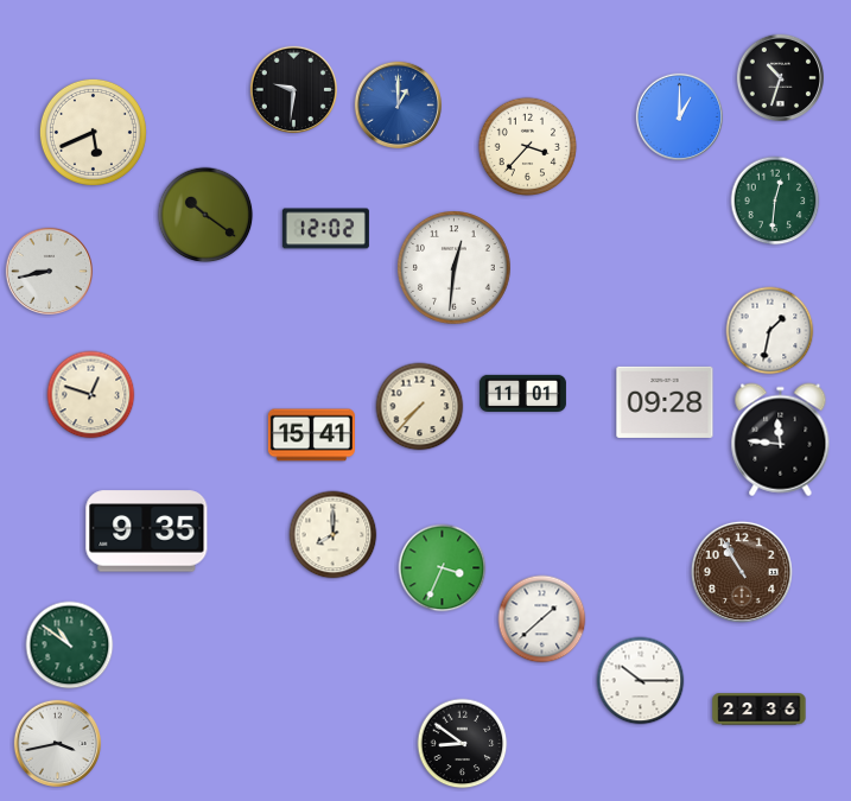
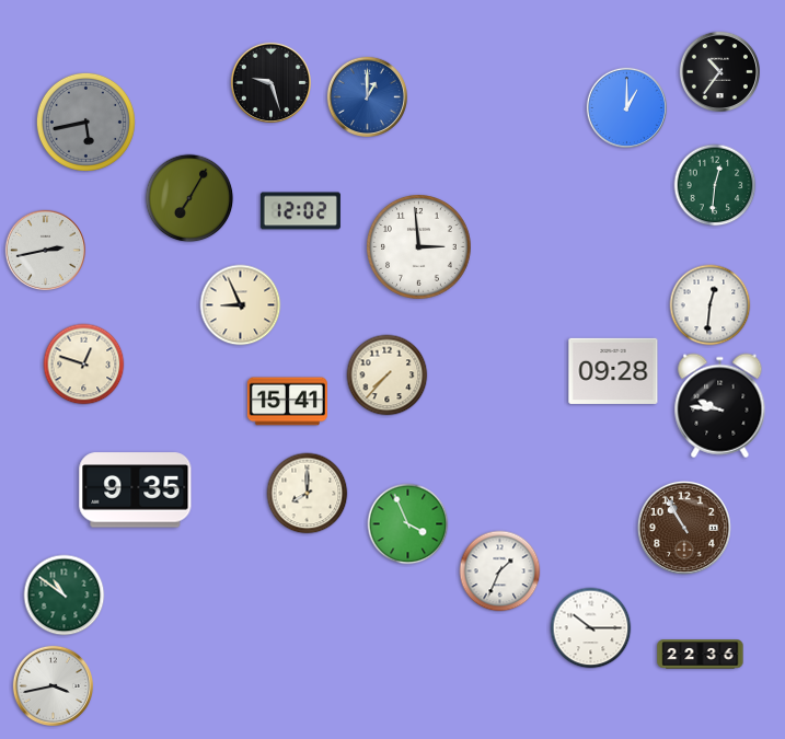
clock at (780, 77): 10:33 -> 10:36
clock at (293, 89): 9:31 -> 9:27
clock at (93, 132): 5:41 -> 5:43
clock at (93, 132) dial: cream -> grey
clock at (528, 147): 3:37 -> none
clock at (205, 215): 10:21 -> 7:05
clock at (455, 268): 12:31 -> 2:59
clock at (49, 271): 8:43 -> 2:43
clock at (241, 305): none -> 8:56
clock at (770, 331): 1:32 -> 12:31
clock at (522, 393): 11:01 -> none
clock at (781, 440): 11:46 -> 9:46
clock at (443, 568): 3:34 -> 3:56
clock at (542, 619): 1:38 -> 1:34
clock at (463, 744): 8:51 -> none
